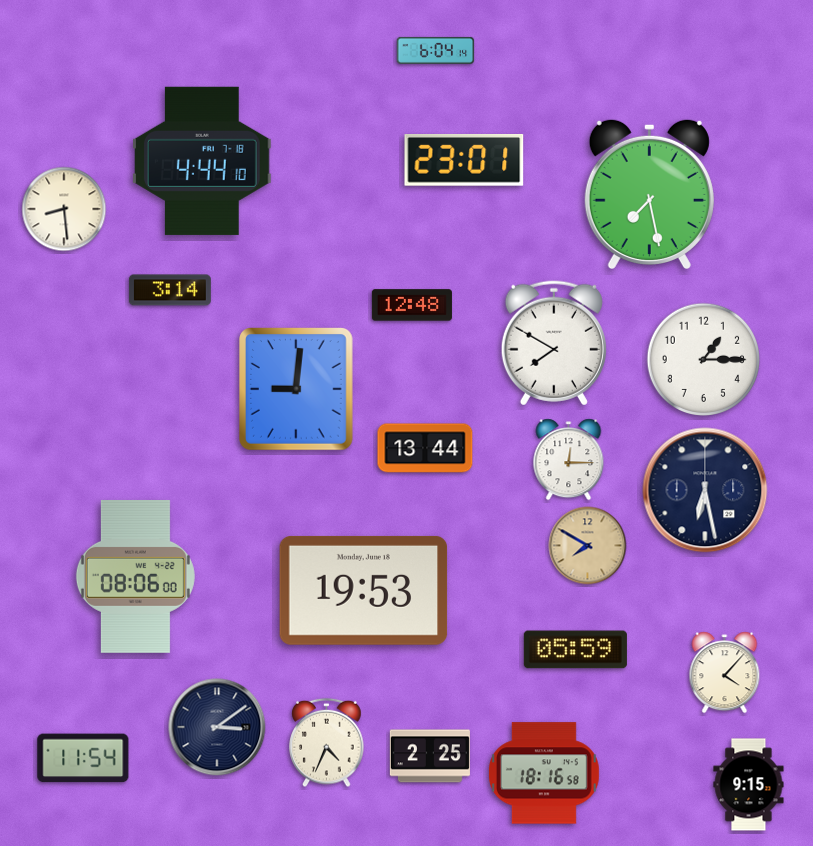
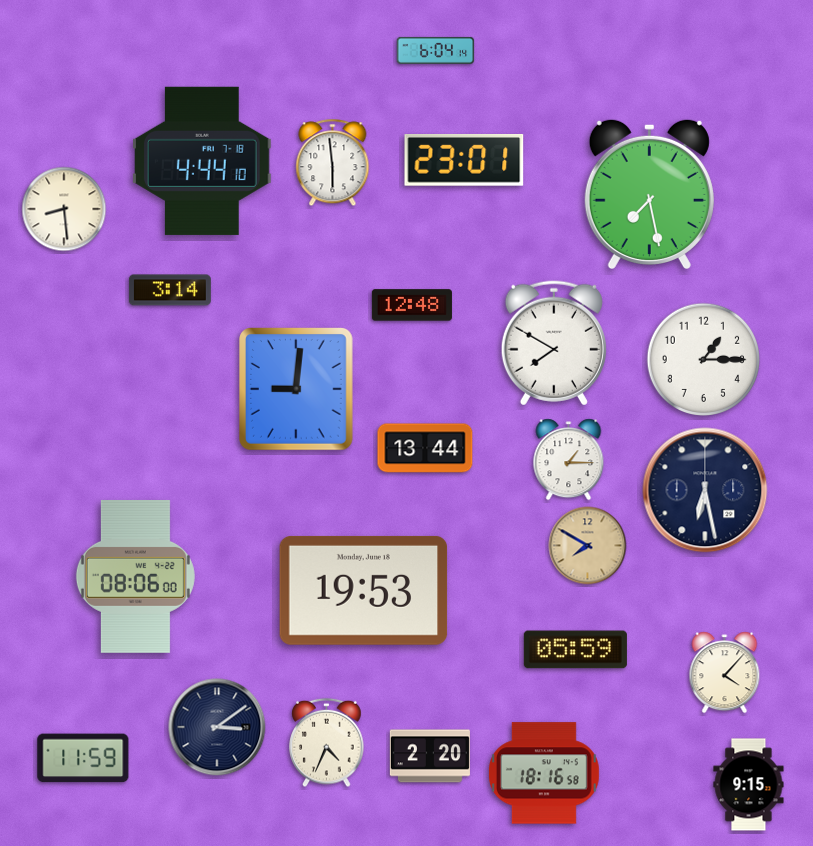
clock at (333, 163): none -> 5:59
clock at (569, 460): 12:15 -> 1:15
clock at (430, 756): 2:25 -> 2:20
clock at (83, 758): 11:54 -> 11:59
